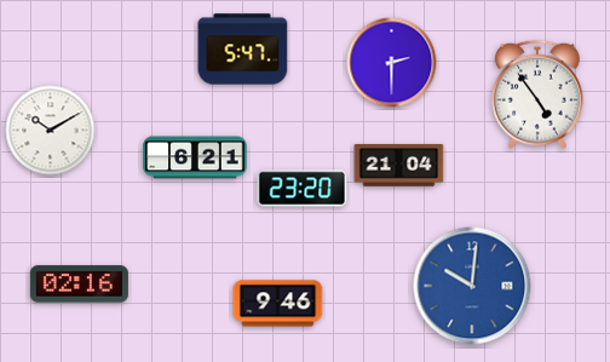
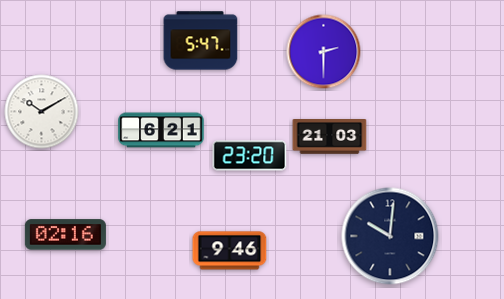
clock at (537, 94): 4:54 -> none
clock at (51, 131) position: (51, 131) -> (42, 112)
clock at (399, 166): 21:04 -> 21:03
clock at (472, 286) dial: blue -> navy
